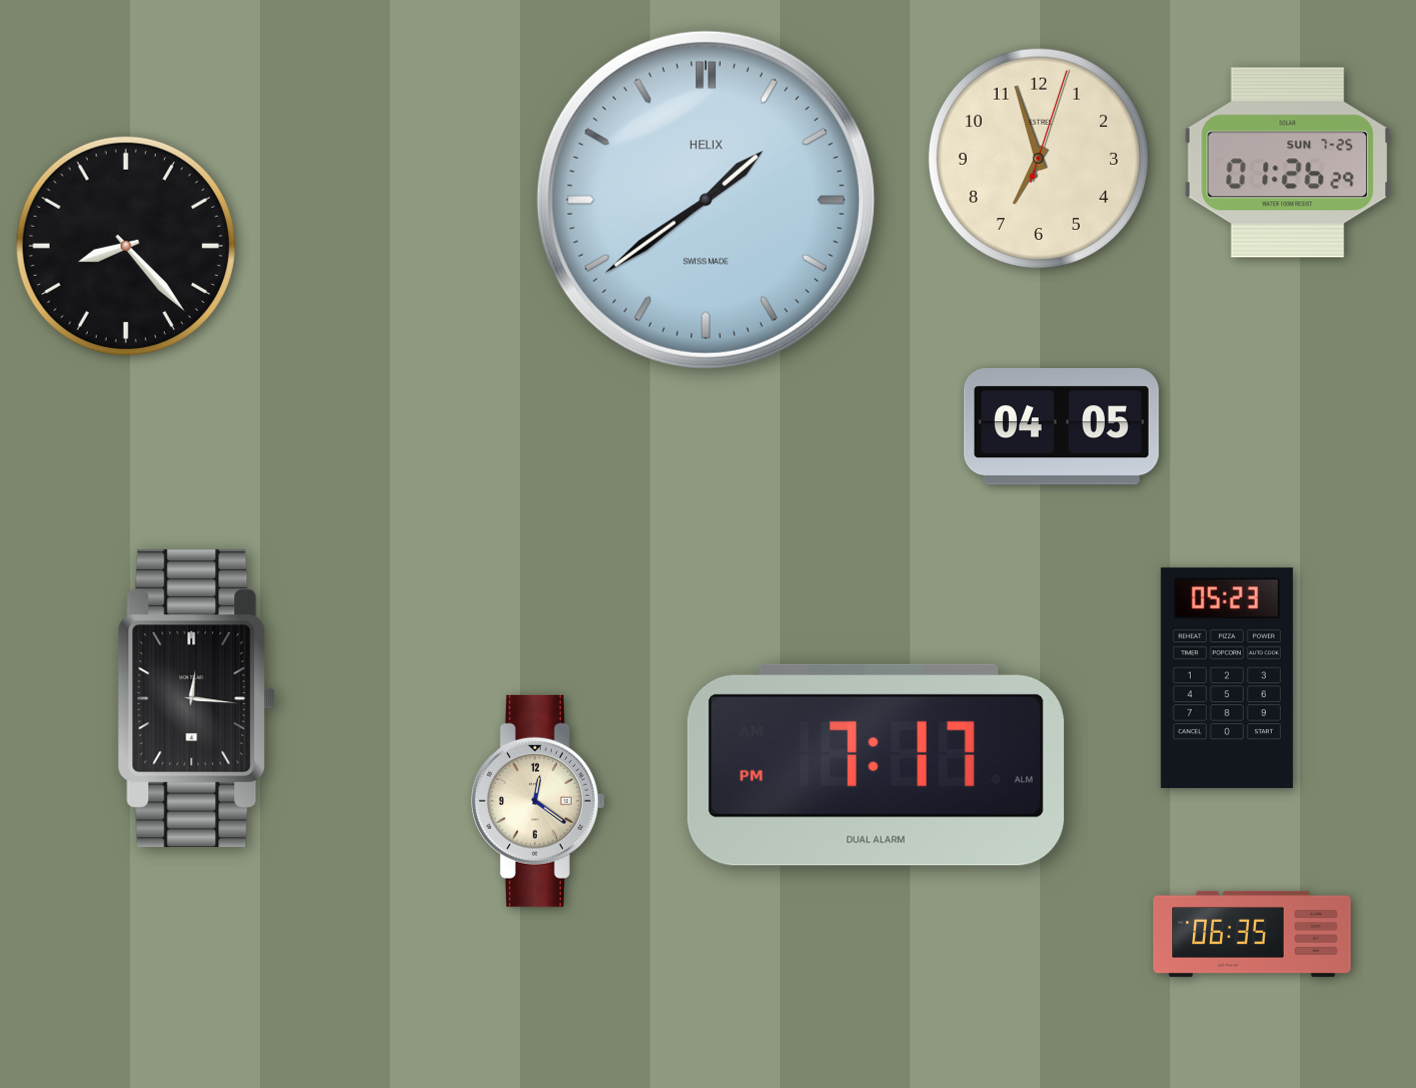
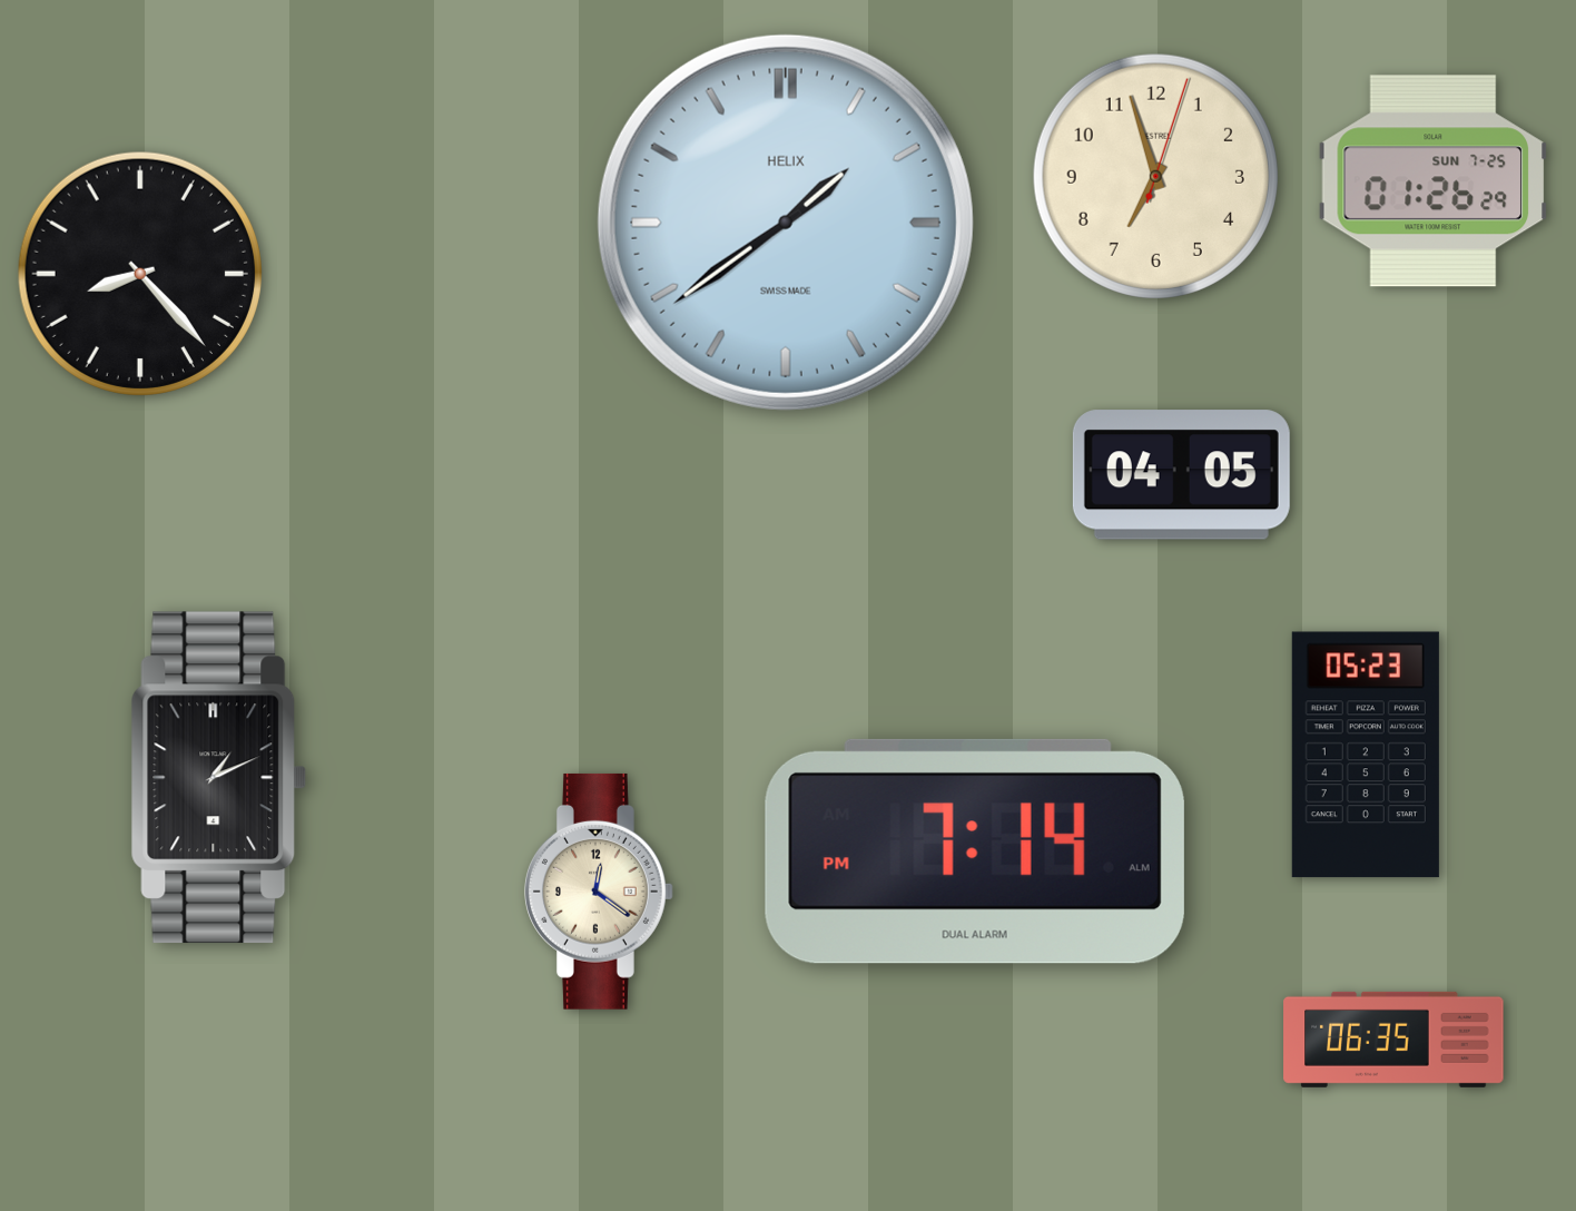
clock at (197, 699): 12:16 -> 1:11
clock at (876, 765): 7:17 -> 7:14
